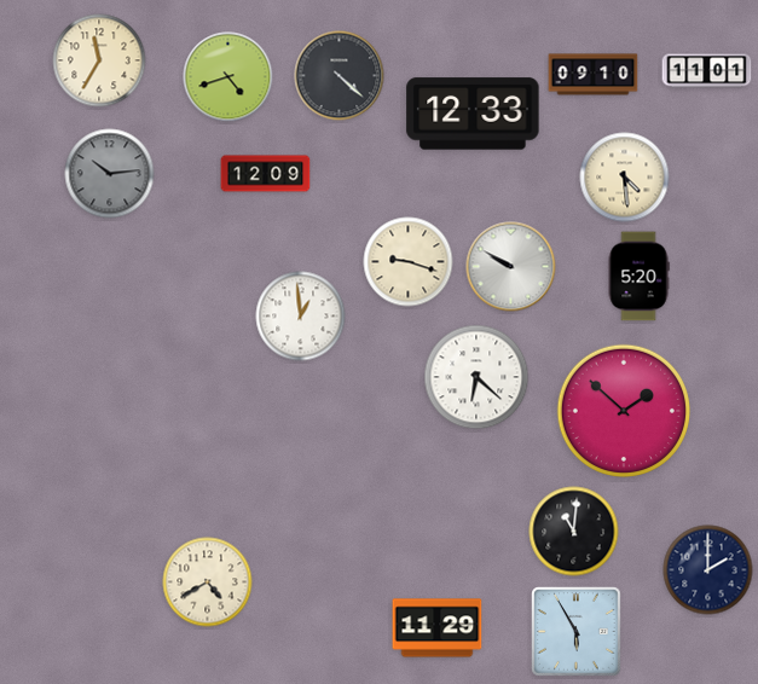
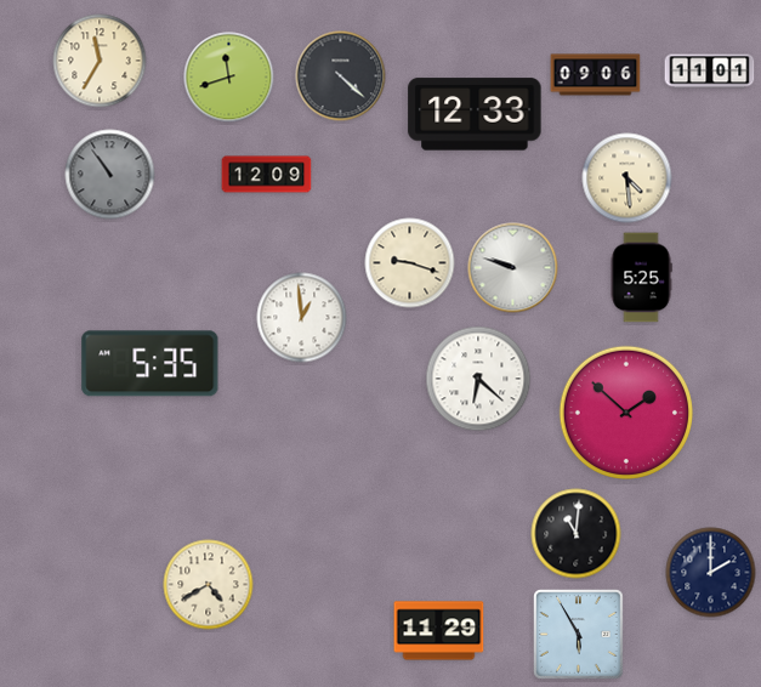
clock at (594, 75): 09:10 -> 09:06
clock at (228, 77): 4:42 -> 11:42
clock at (110, 174): 10:14 -> 10:54
clock at (511, 267): 9:50 -> 9:48
clock at (638, 277): 5:20 -> 5:25
clock at (151, 364): none -> 5:35
